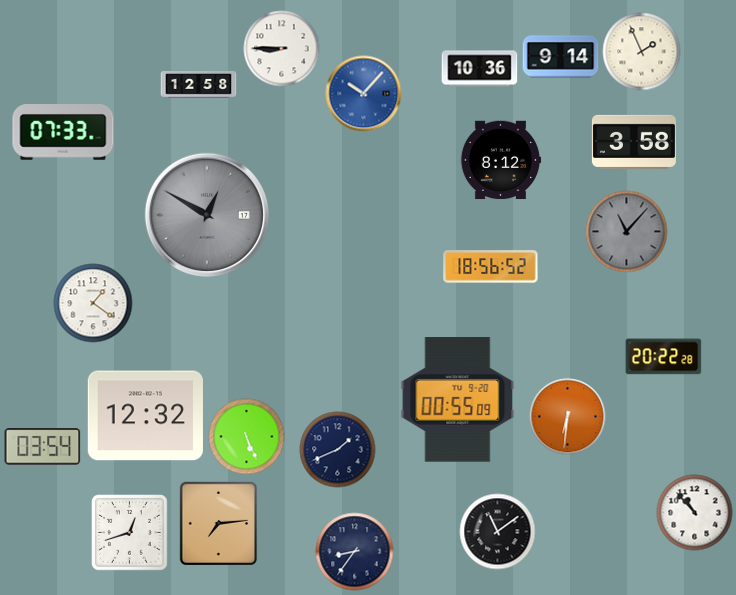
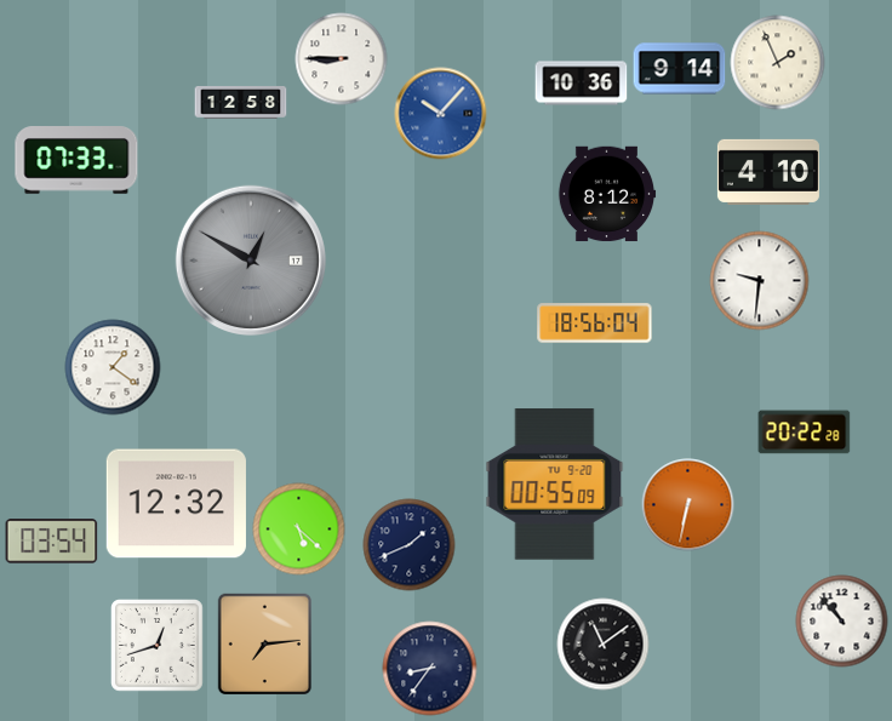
clock at (634, 142): 3:58 -> 4:10
clock at (627, 232): 11:07 -> 9:31
clock at (627, 232) dial: grey -> white
clock at (491, 267): 18:56:52 -> 18:56:04
clock at (568, 417): 6:31 -> 6:32
clock at (247, 437): 5:26 -> 5:22
clock at (218, 524) position: (218, 524) -> (264, 645)
